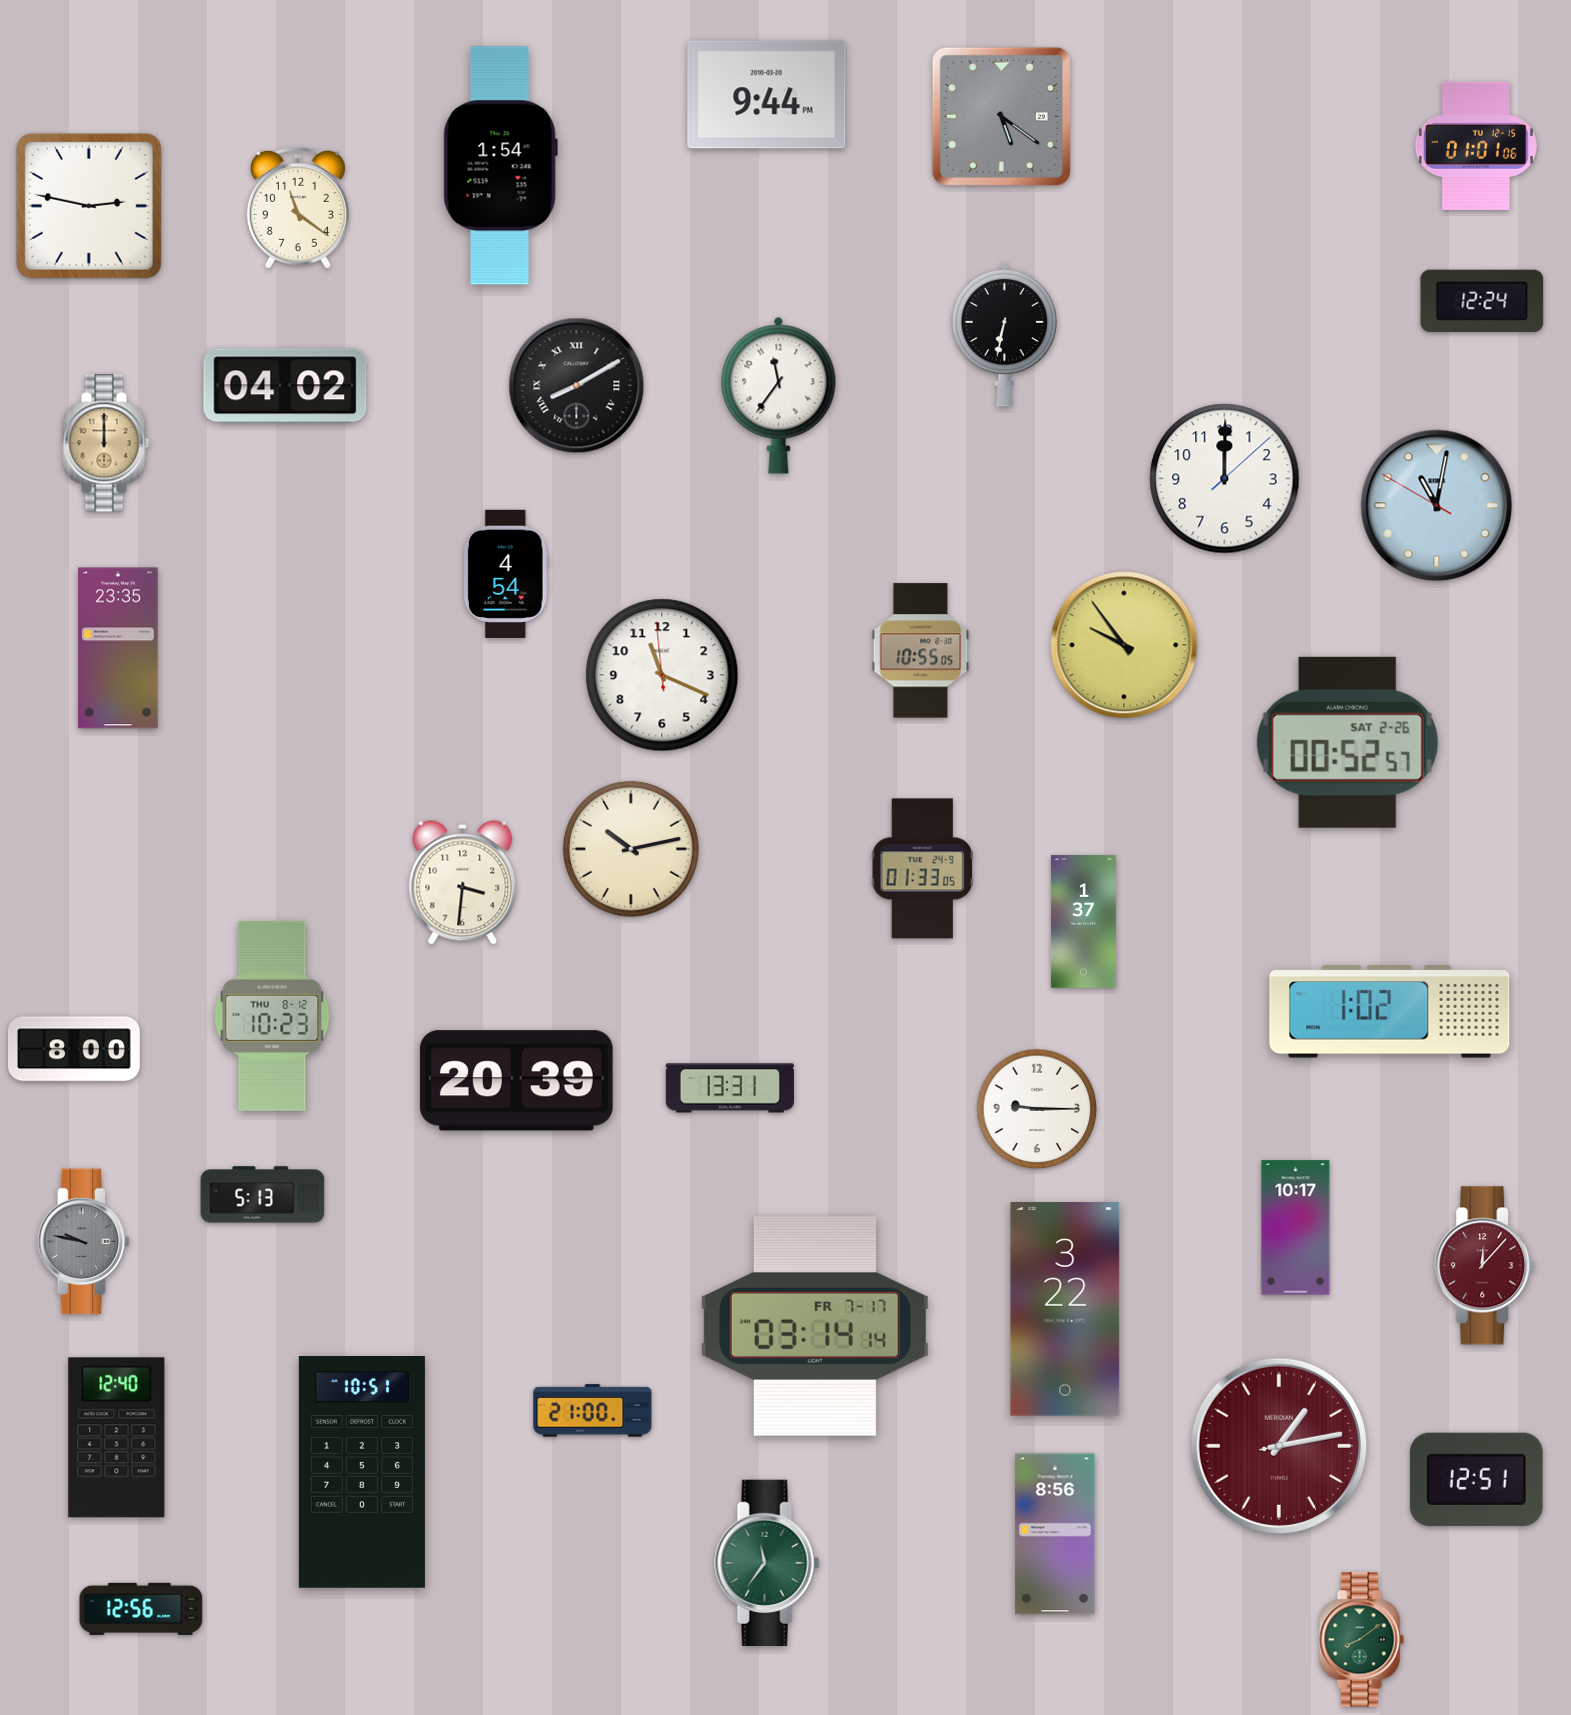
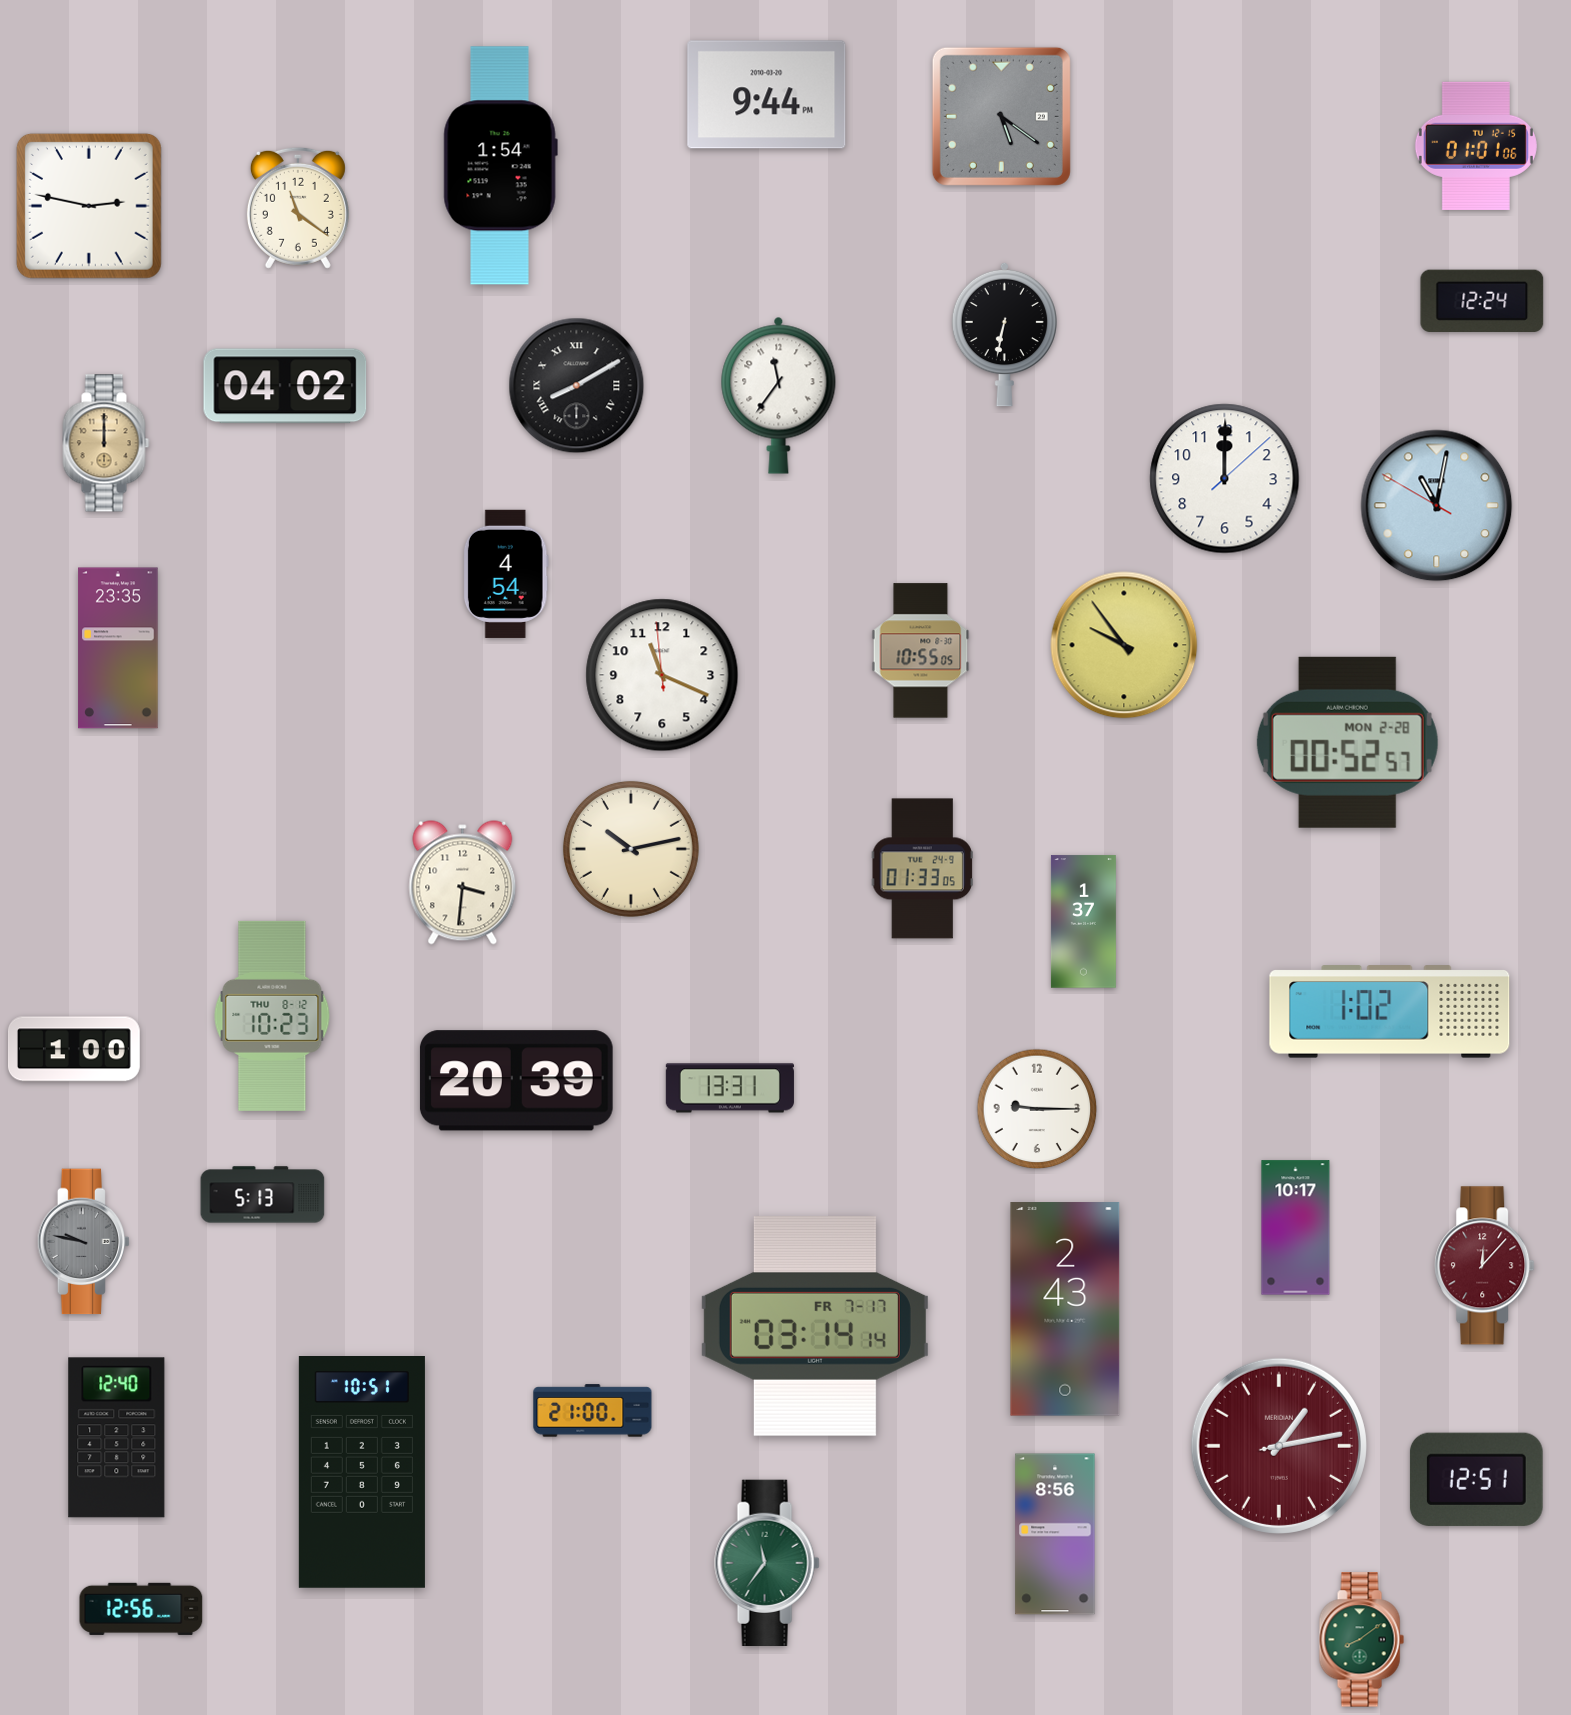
clock at (1347, 742) date: SAT 2-26 -> MON 2-28
clock at (74, 1049): 8:00 -> 1:00
clock at (1065, 1309): 3:22 -> 2:43
